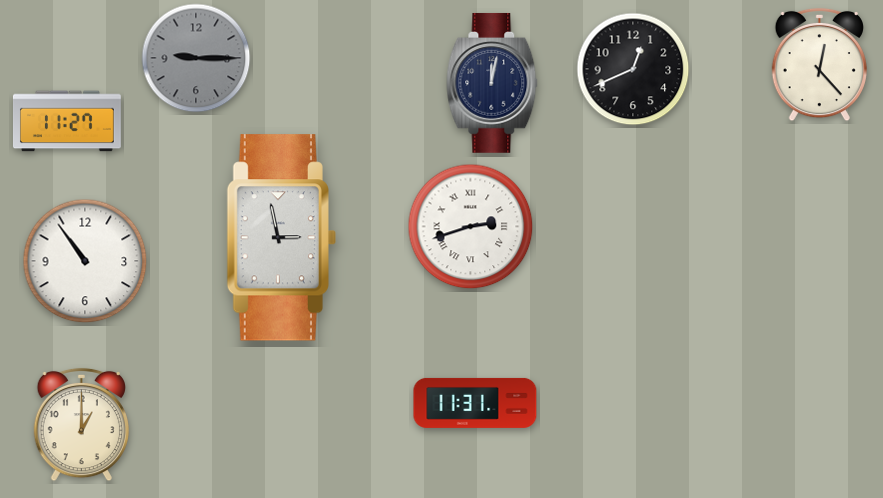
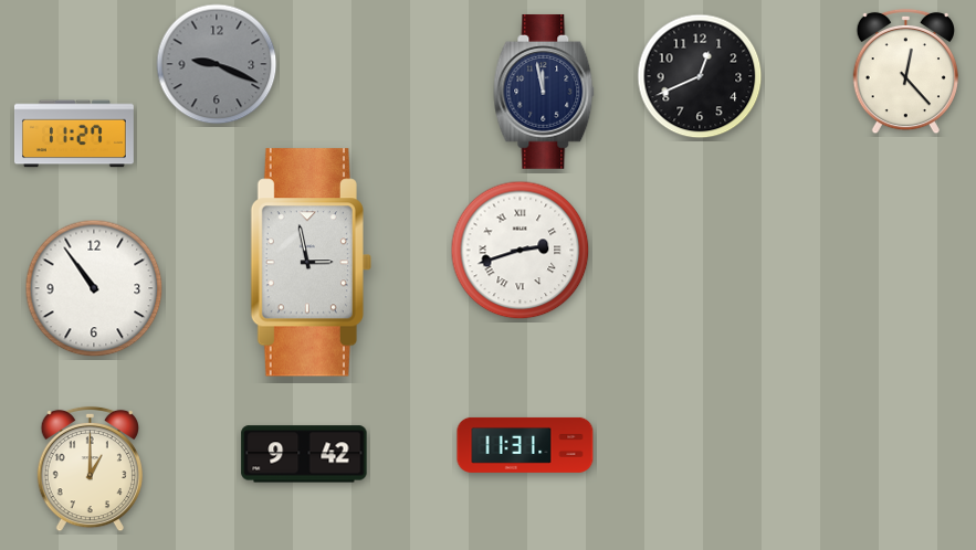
clock at (196, 58): 9:15 -> 9:19
clock at (492, 83): 12:02 -> 11:58
clock at (304, 454): none -> 9:42
